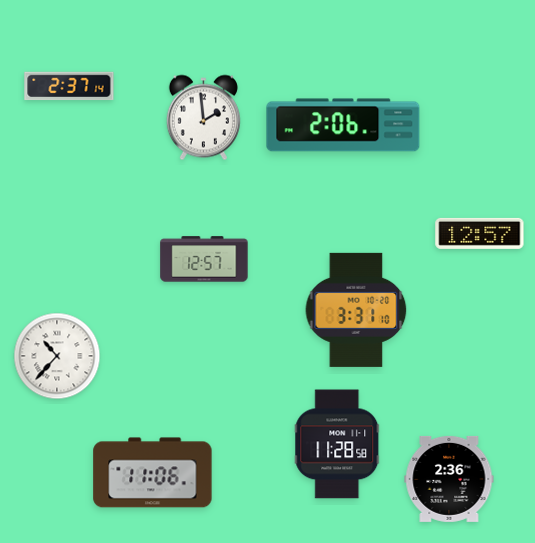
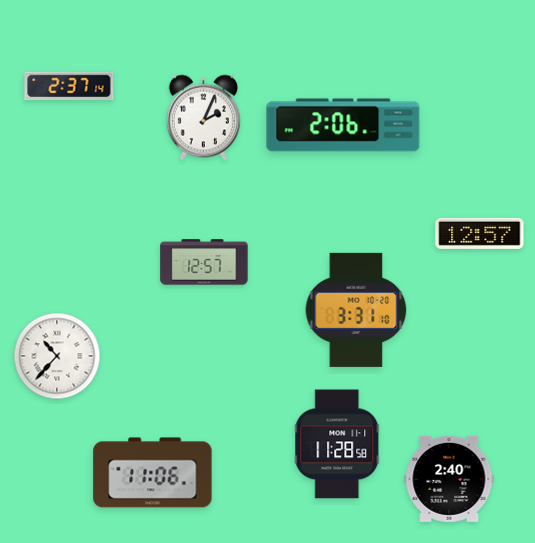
clock at (203, 118): 1:59 -> 2:04
clock at (204, 259) position: (204, 259) -> (204, 262)
clock at (449, 479): 2:36 -> 2:40
